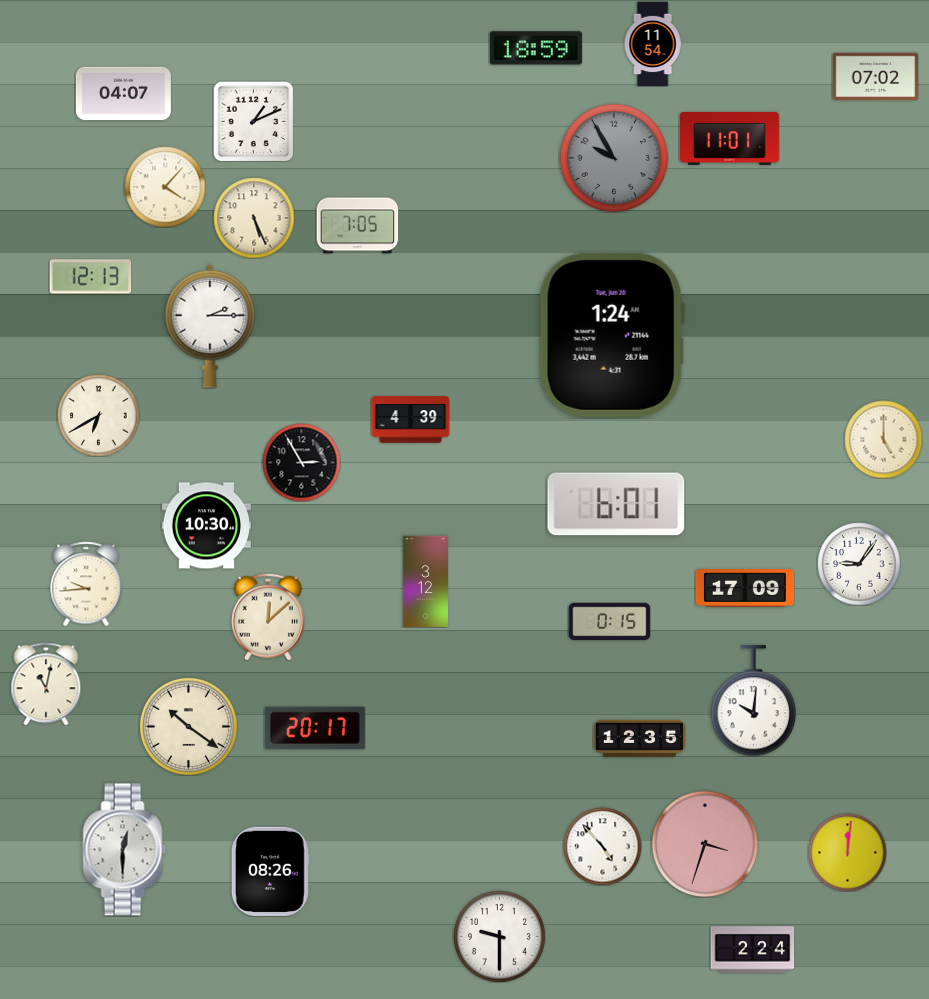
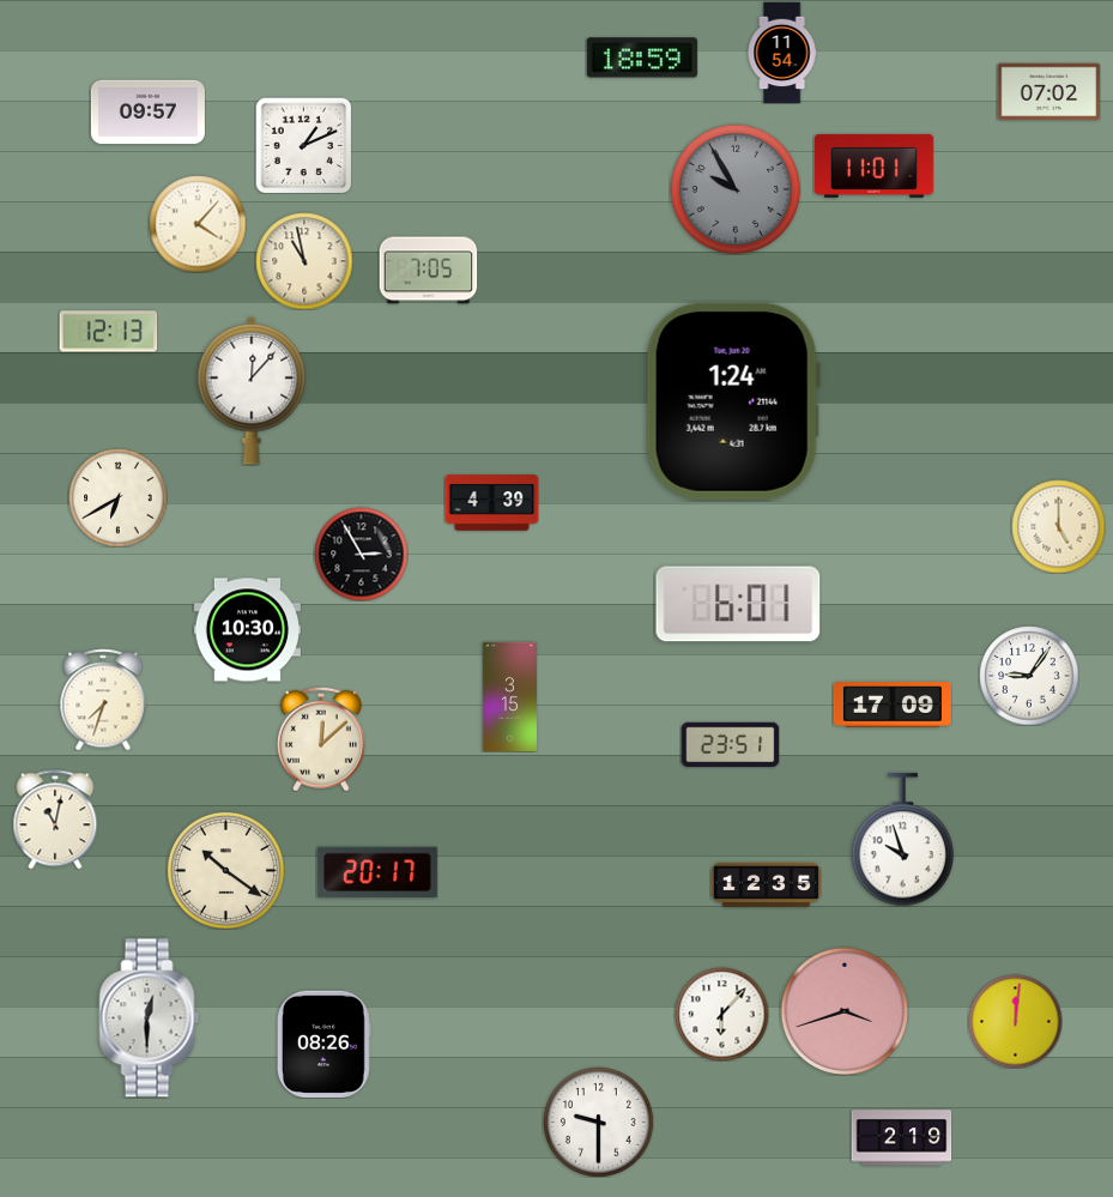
clock at (123, 94): 04:07 -> 09:57
clock at (254, 218): 5:26 -> 10:58
clock at (210, 326): 2:15 -> 12:07
clock at (425, 581): 3:12 -> 3:15
clock at (86, 584): 9:44 -> 7:33
clock at (609, 622): 0:15 -> 23:51
clock at (754, 701): 10:01 -> 9:57
clock at (704, 843): 3:33 -> 3:42
clock at (602, 846): 4:53 -> 6:07
clock at (752, 950): 2:24 -> 2:19
